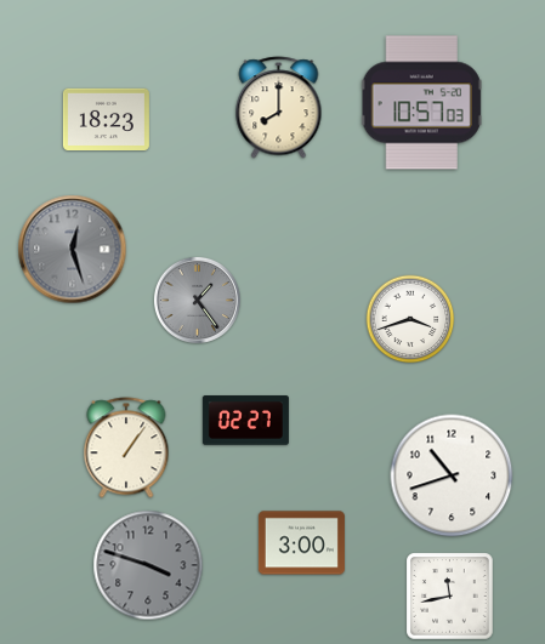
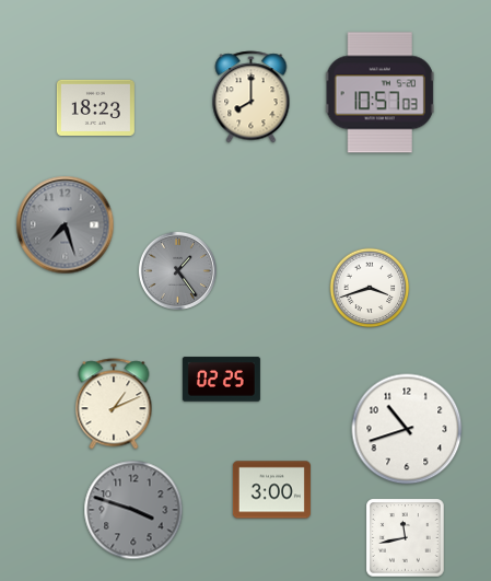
clock at (73, 250): 12:27 -> 7:27
clock at (245, 421): 02:27 -> 02:25
clock at (126, 448): 1:06 -> 1:11
